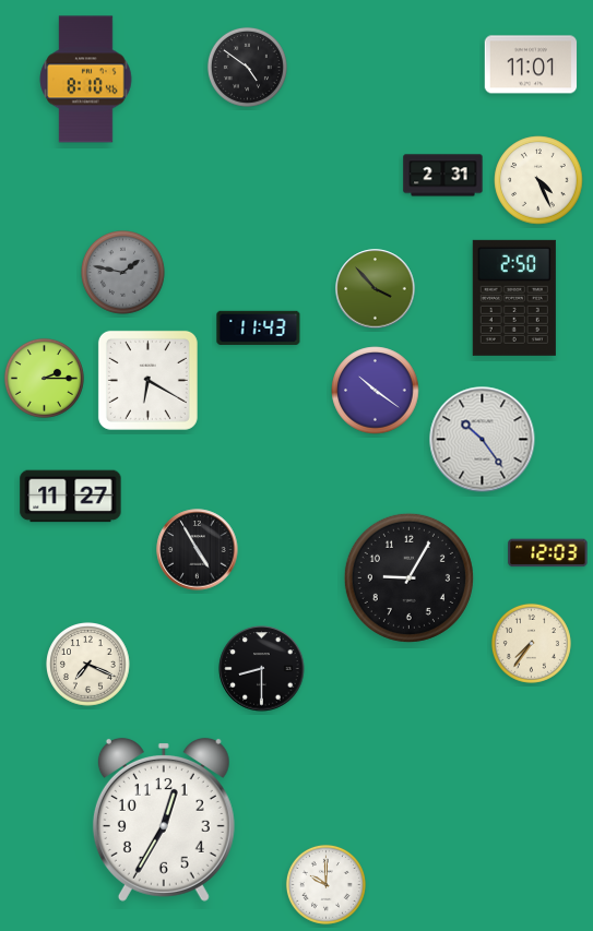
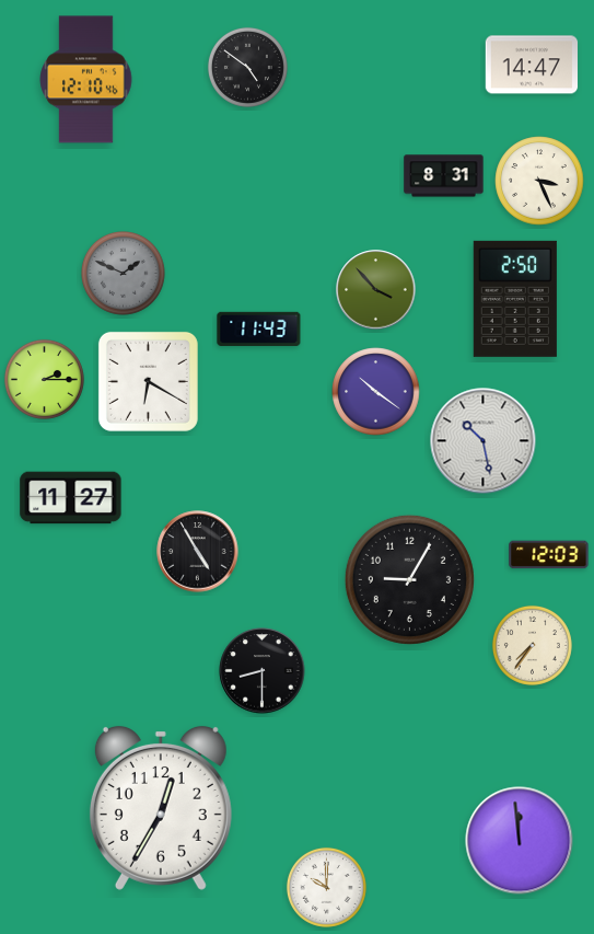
clock at (531, 64): 11:01 -> 14:47
clock at (86, 80): 8:10 -> 12:10
clock at (443, 176): 2:31 -> 8:31
clock at (538, 180): 4:26 -> 3:26
clock at (123, 273): 1:47 -> 1:49
clock at (483, 440): 10:24 -> 10:28
clock at (88, 665): 7:19 -> none
clock at (164, 820) position: (164, 820) -> (161, 808)
clock at (520, 841): none -> 11:59
